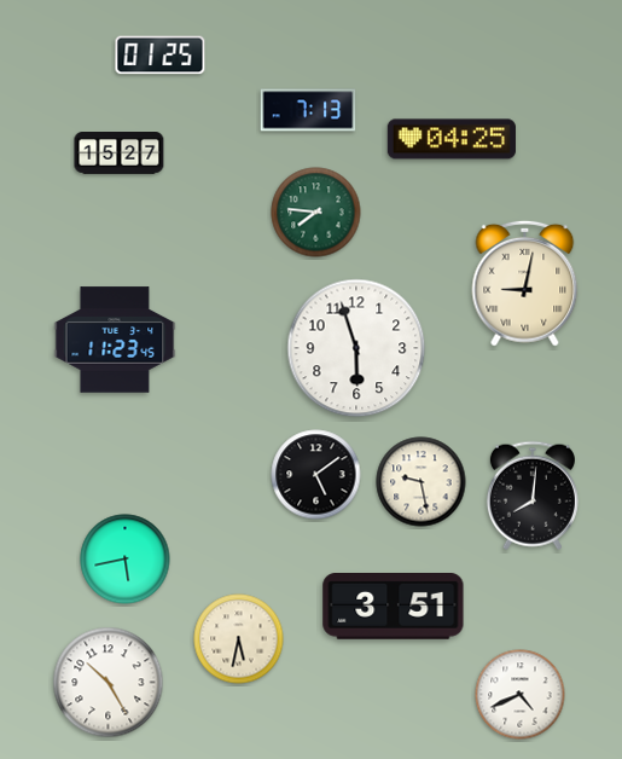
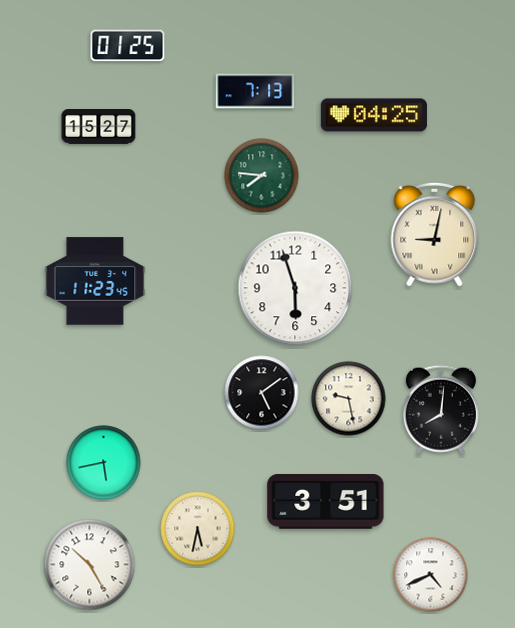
clock at (161, 56) position: (161, 56) -> (128, 46)
